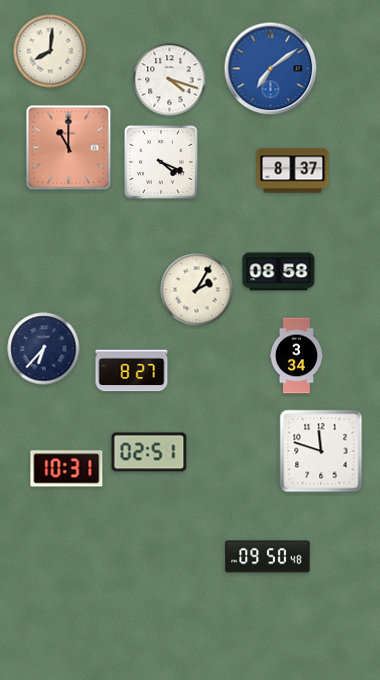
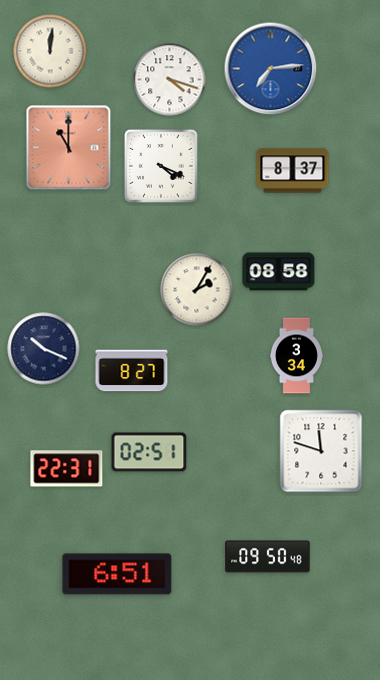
clock at (50, 51): 8:01 -> 12:01
clock at (271, 69): 7:09 -> 7:14
clock at (161, 162) position: (161, 162) -> (161, 166)
clock at (44, 349): 6:37 -> 10:19
clock at (67, 469): 10:31 -> 22:31
clock at (117, 574): none -> 6:51
